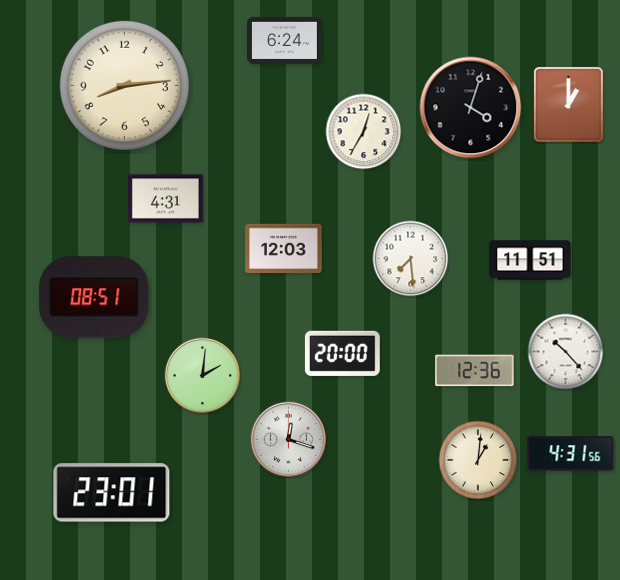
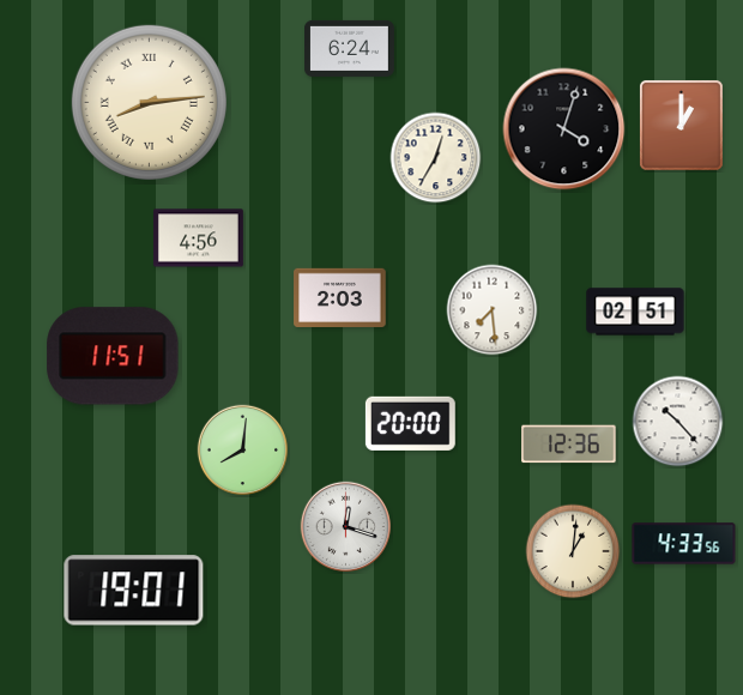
clock at (285, 40) position: (285, 40) -> (350, 48)
clock at (124, 85) numerals: Arabic -> Roman
clock at (166, 199): 4:31 -> 4:56
clock at (284, 249): 12:03 -> 2:03
clock at (530, 260): 11:51 -> 02:51
clock at (94, 297): 08:51 -> 11:51
clock at (203, 376): 2:01 -> 8:01
clock at (571, 454): 4:31 -> 4:33
clock at (112, 493): 23:01 -> 19:01
